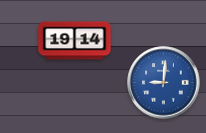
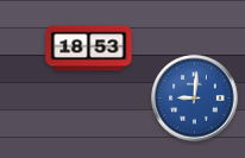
clock at (75, 41): 19:14 -> 18:53
